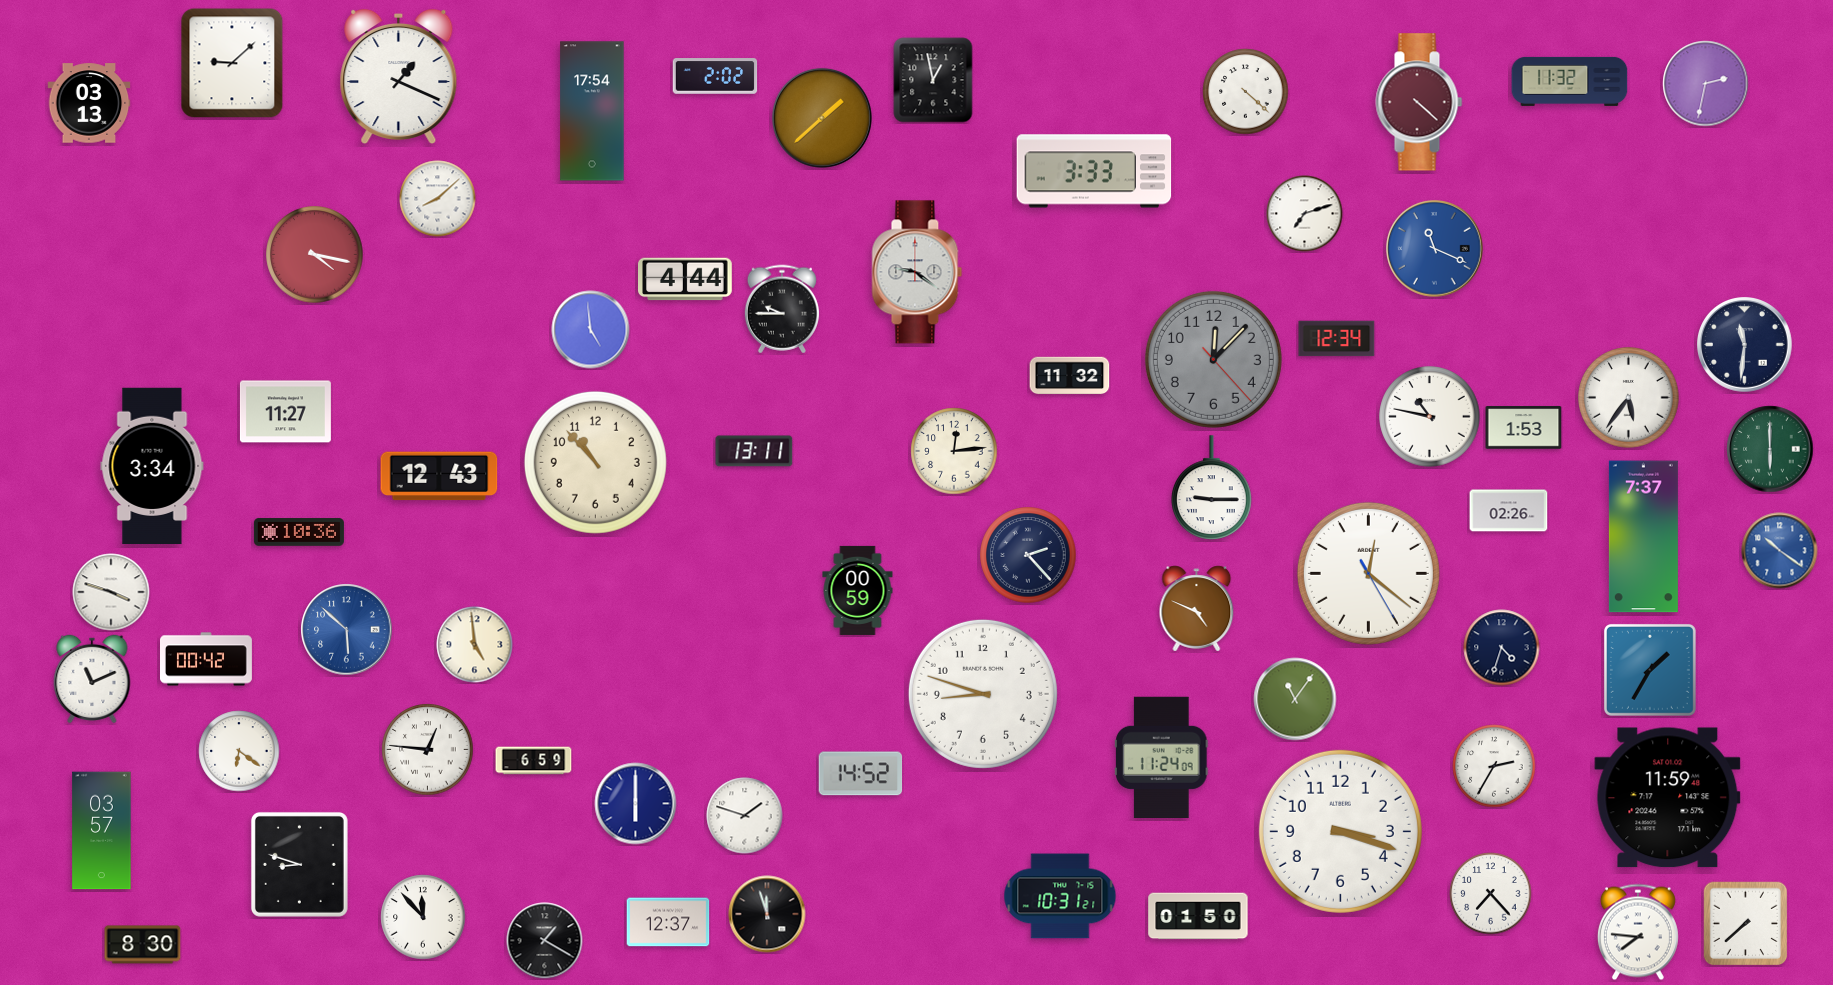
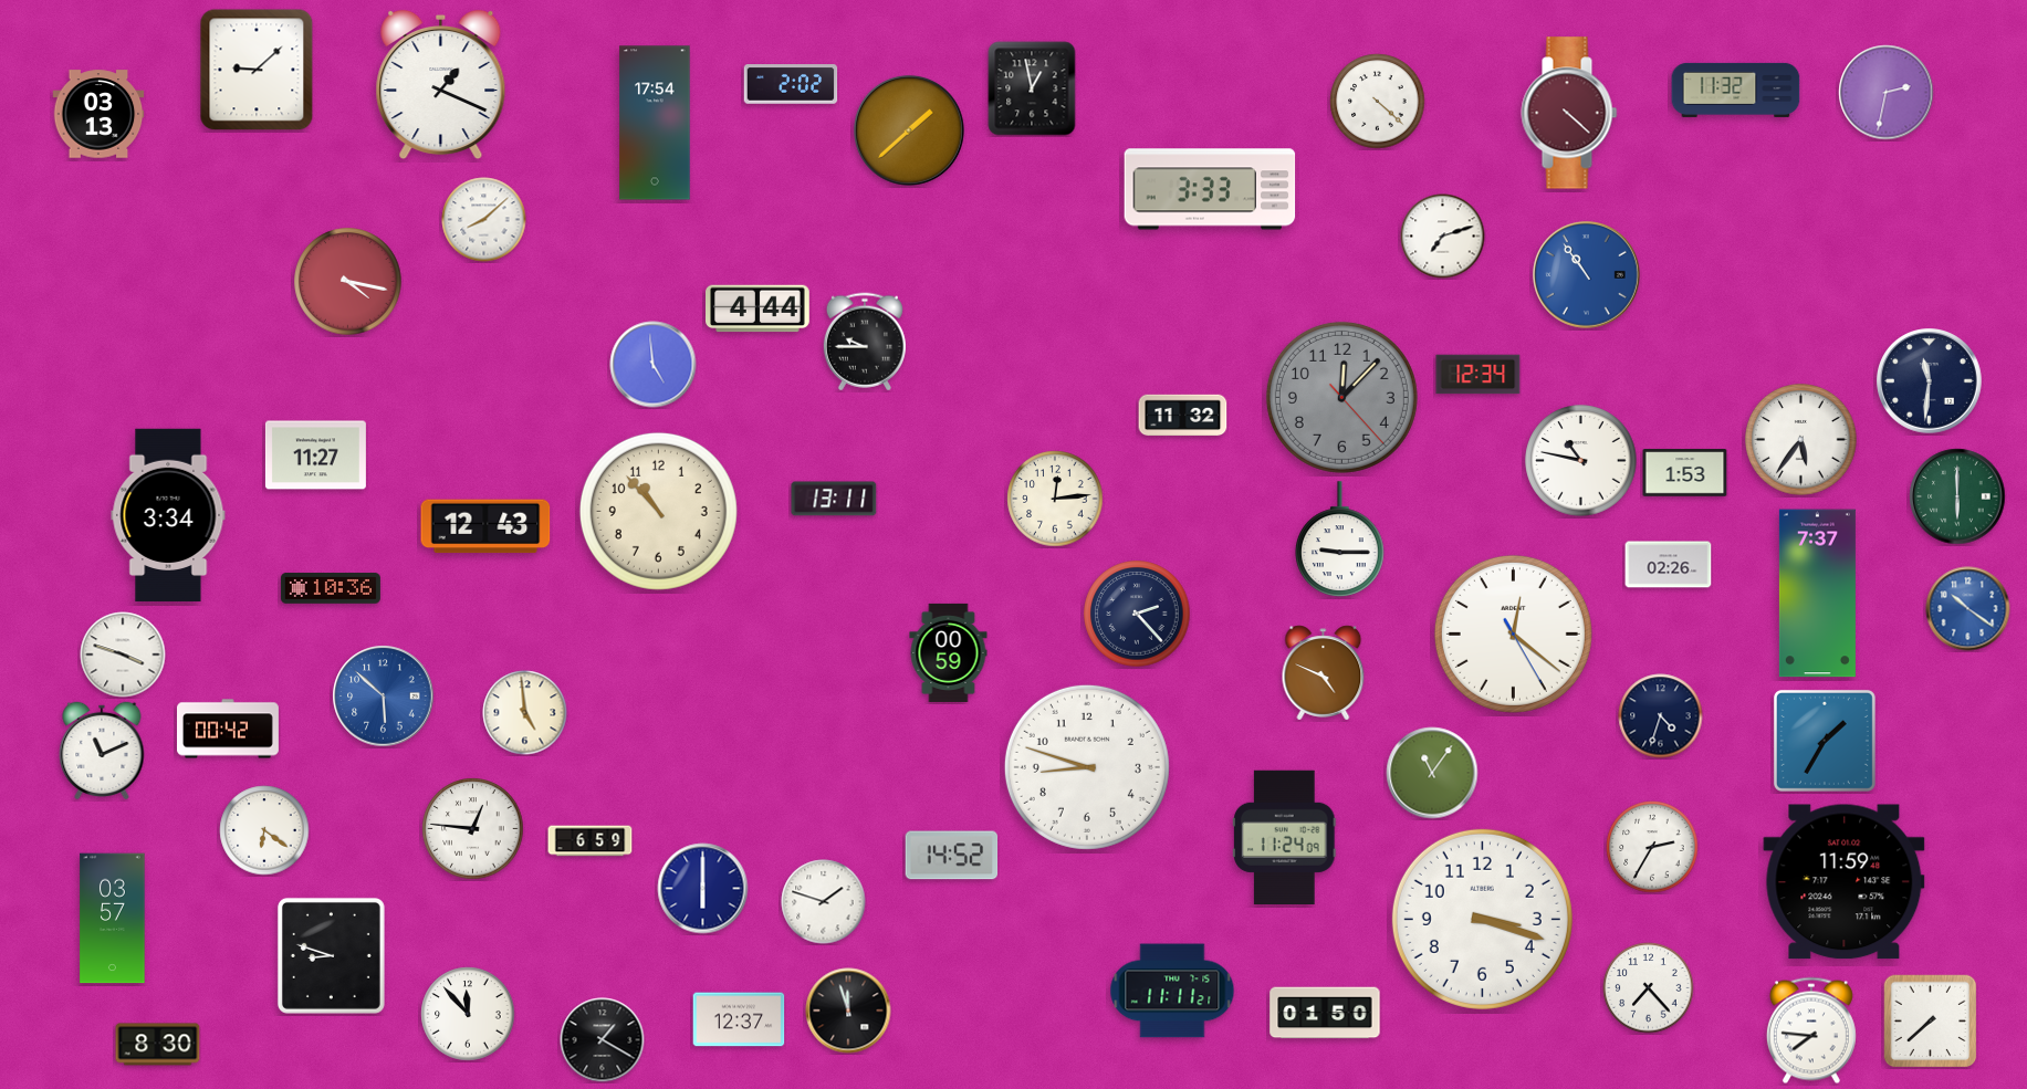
clock at (1435, 249): 11:19 -> 10:54
clock at (917, 272): 9:21 -> none
clock at (1060, 896): 10:31 -> 11:11
